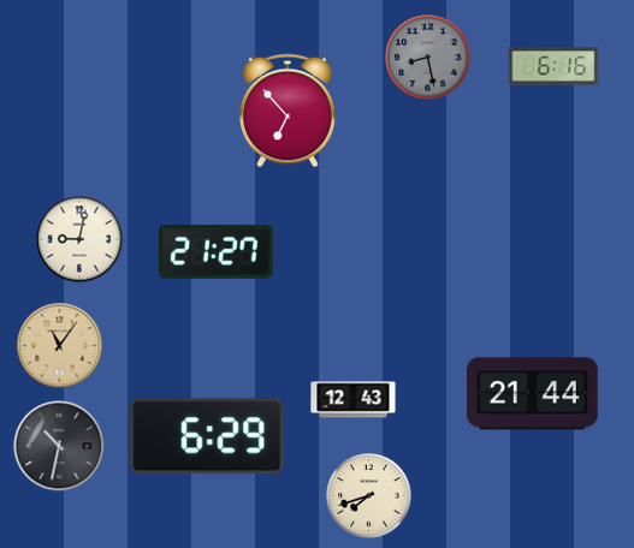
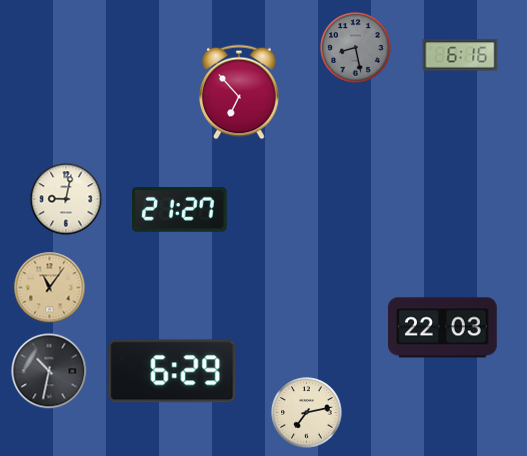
clock at (533, 394): 21:44 -> 22:03
clock at (354, 400): 12:43 -> none
clock at (207, 436) position: (207, 436) -> (172, 371)
clock at (369, 496): 7:42 -> 7:13
